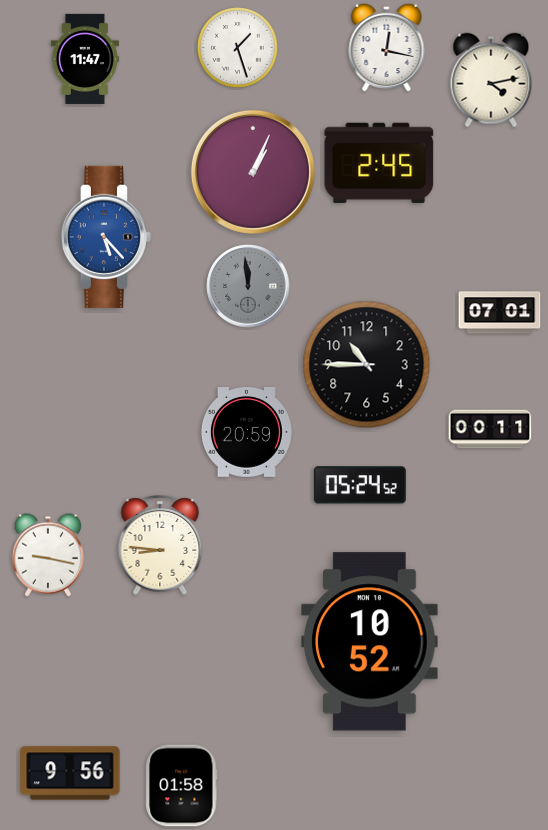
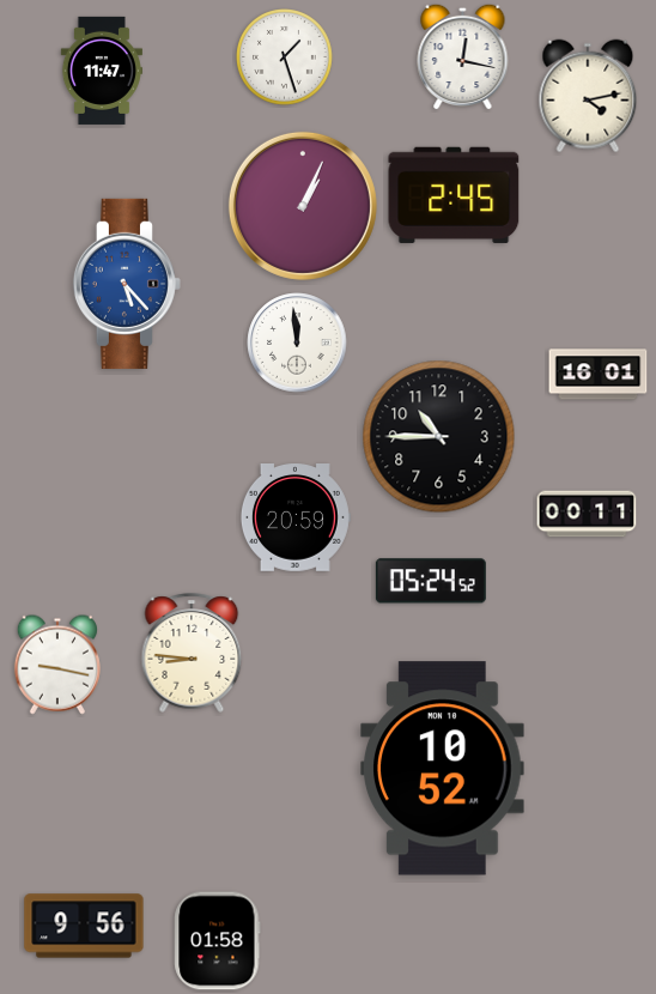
clock at (248, 286) dial: grey -> white
clock at (500, 313): 07:01 -> 16:01
